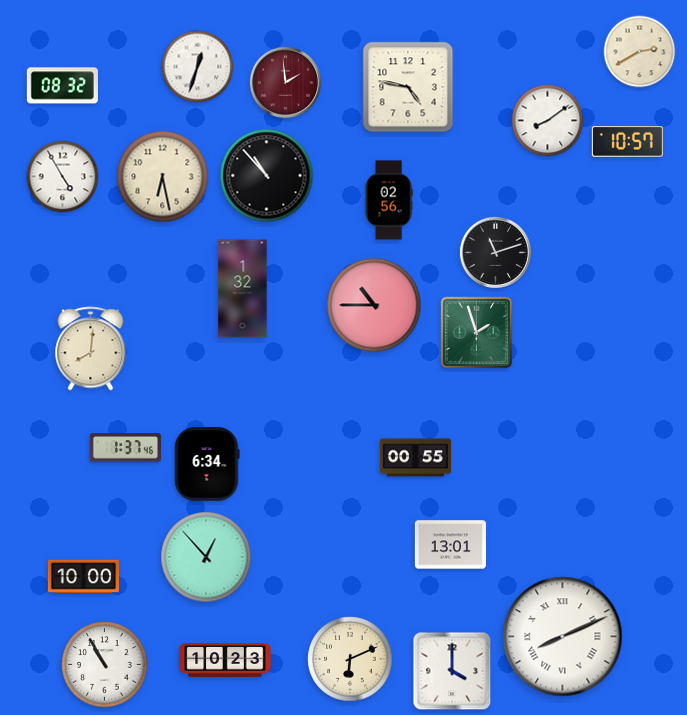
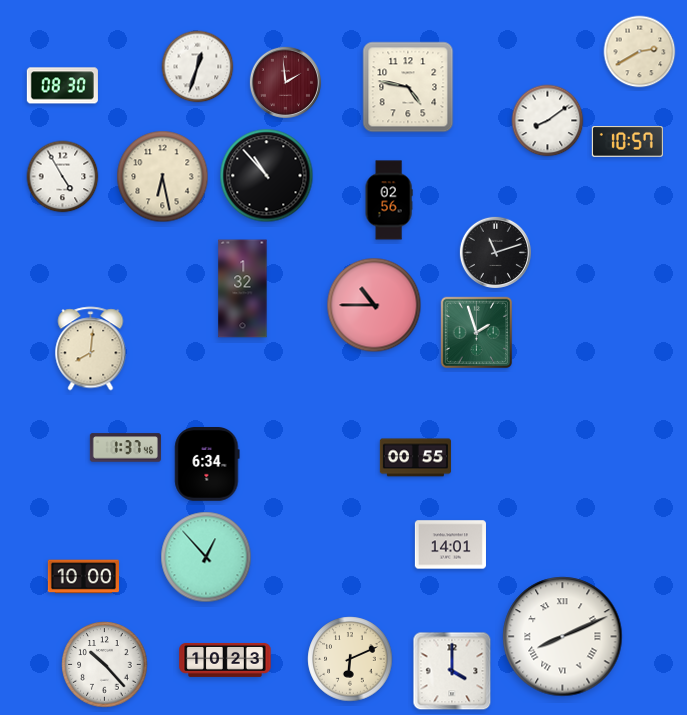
clock at (62, 86): 08:32 -> 08:30
clock at (450, 545): 13:01 -> 14:01
clock at (105, 665): 10:55 -> 10:23
